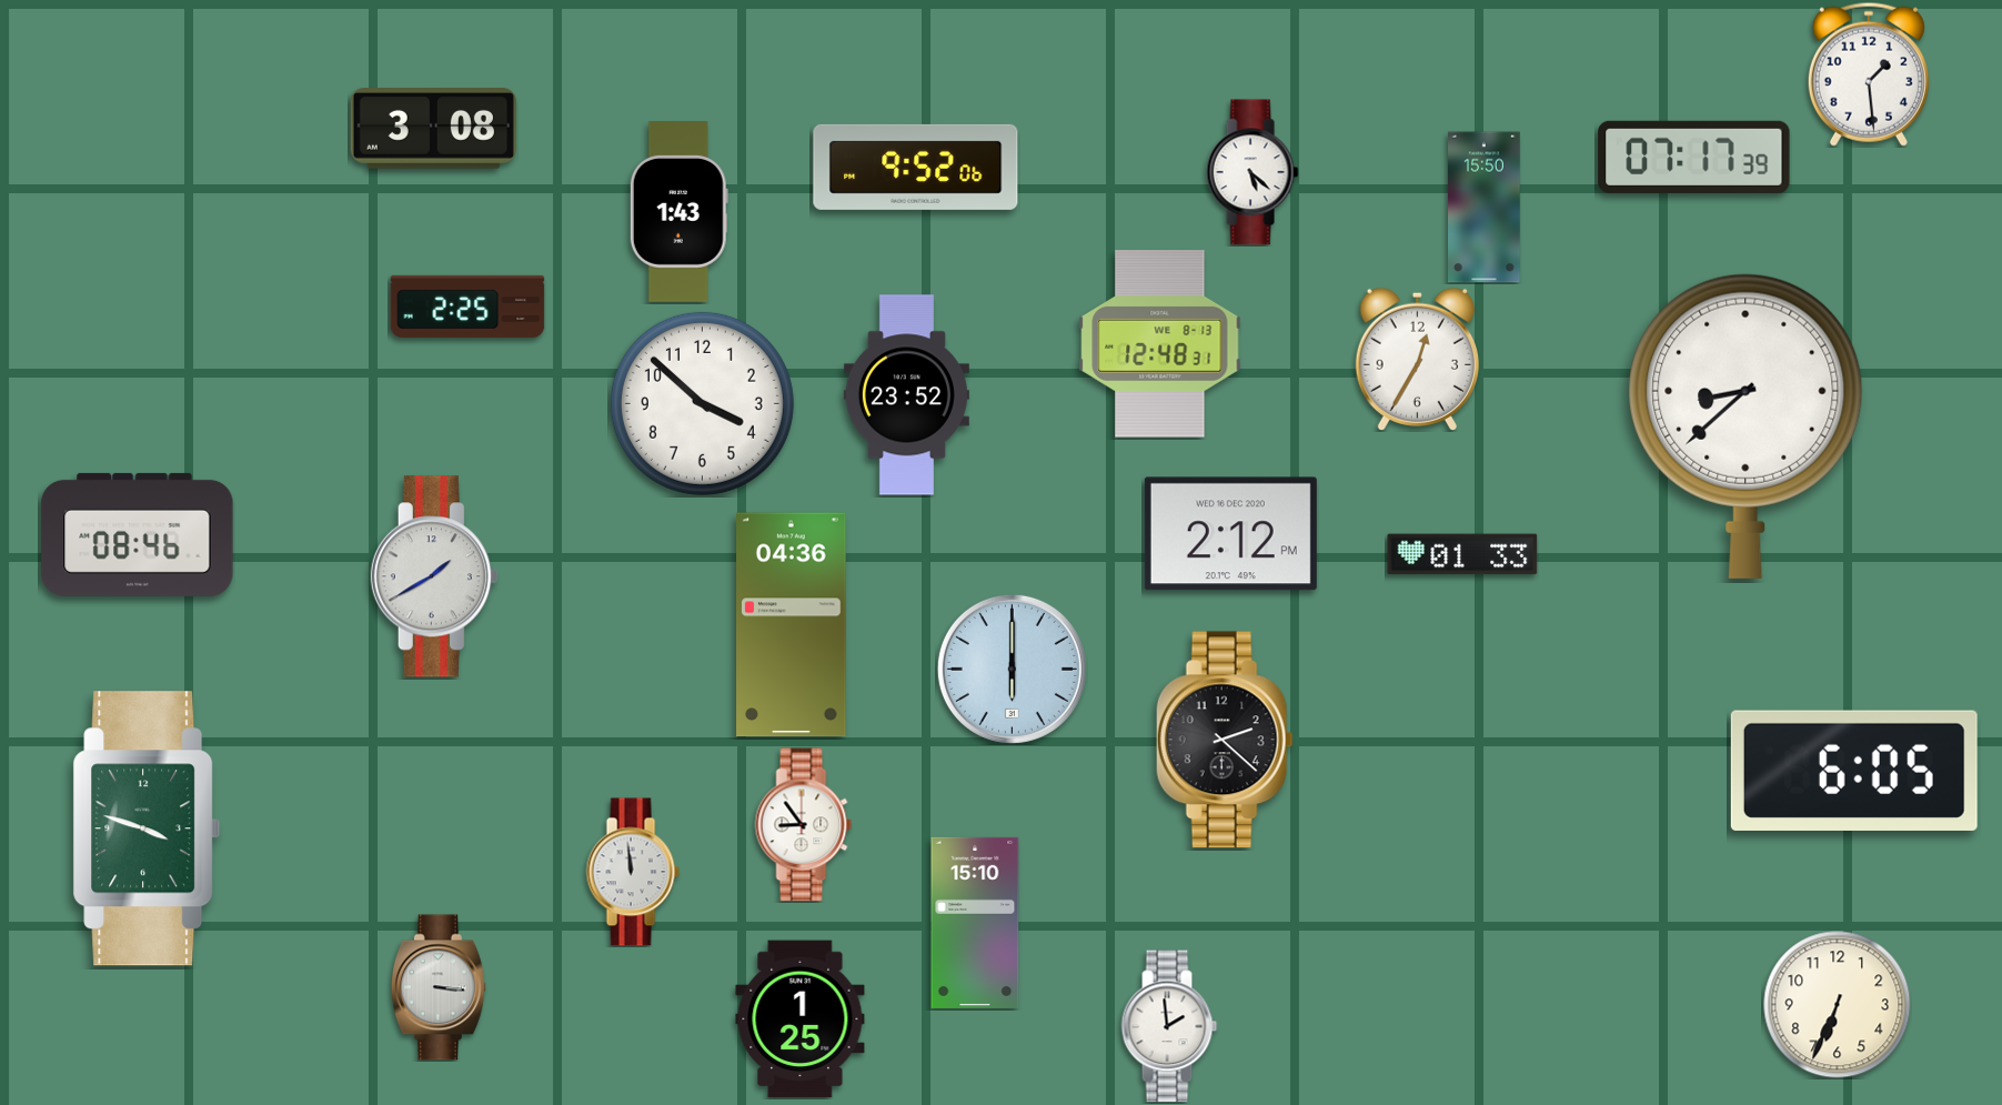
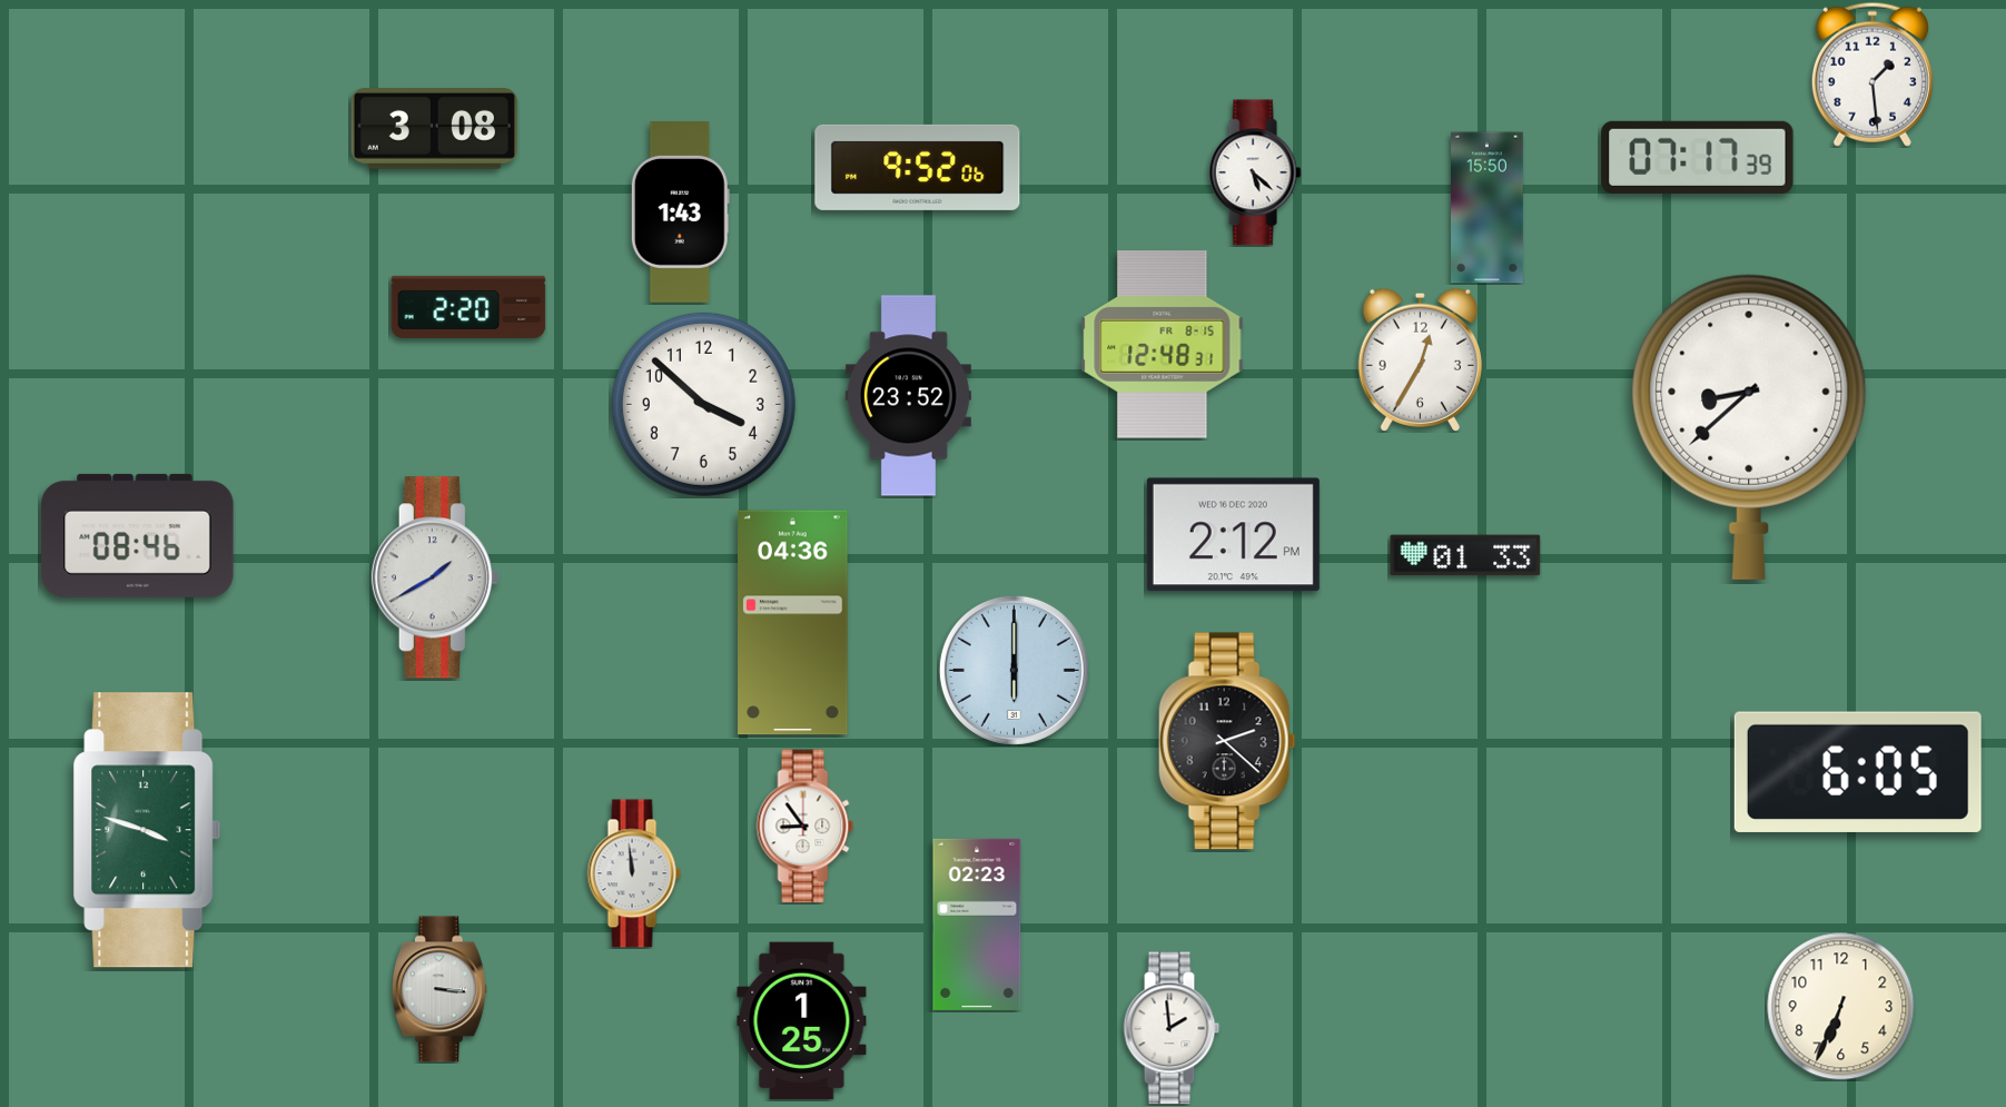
clock at (467, 307): 2:25 -> 2:20
clock at (1160, 344) date: WE 8-13 -> FR 8-15
clock at (792, 625) position: (792, 625) -> (793, 623)
clock at (975, 923): 15:10 -> 02:23
